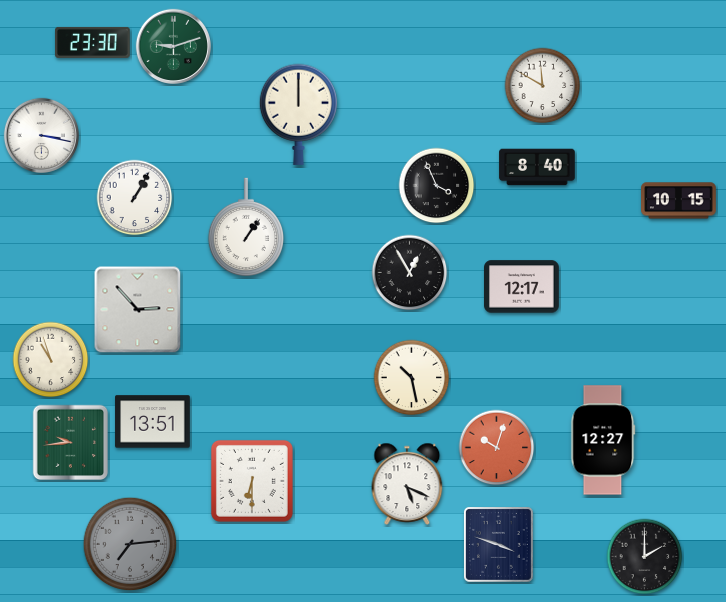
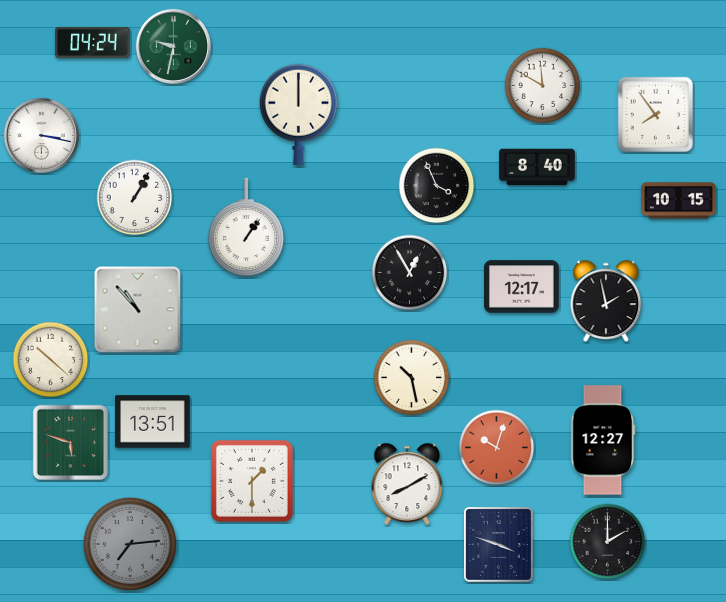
clock at (93, 42): 23:30 -> 04:24
clock at (173, 46): 9:12 -> 9:32
clock at (655, 114): none -> 7:54
clock at (606, 301): none -> 1:58
clock at (138, 310): 2:53 -> 10:53
clock at (51, 360): 10:57 -> 10:22
clock at (71, 443): 9:44 -> 5:48
clock at (252, 481): 6:30 -> 1:30
clock at (407, 484): 5:19 -> 8:10
clock at (645, 557) position: (645, 557) -> (608, 542)
